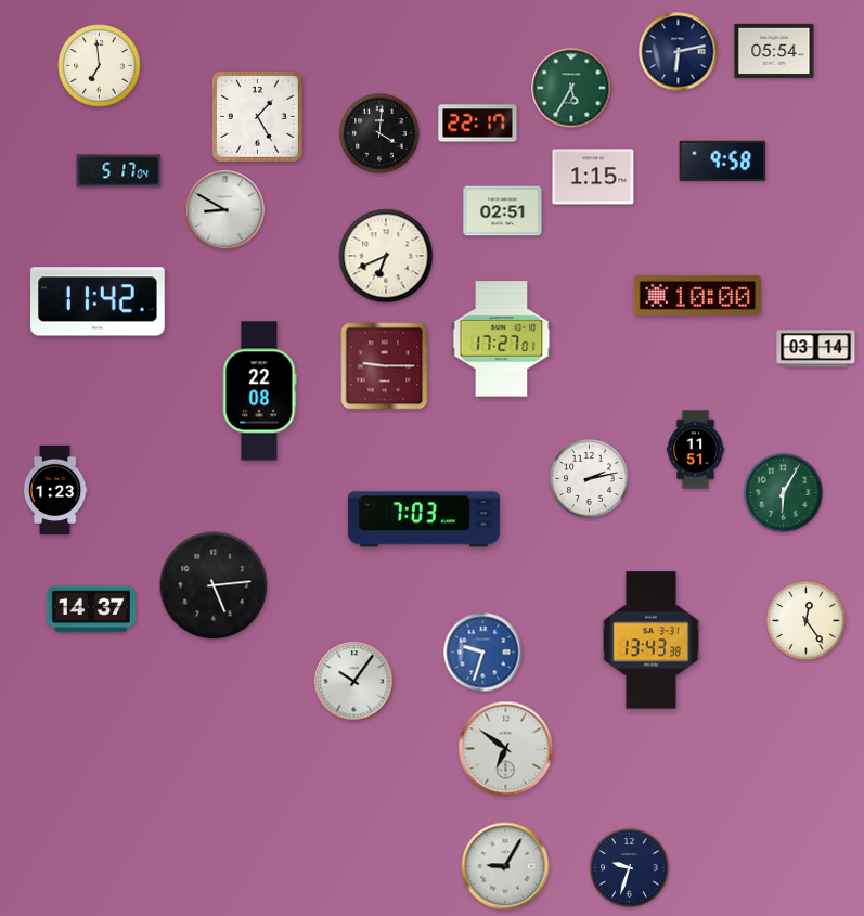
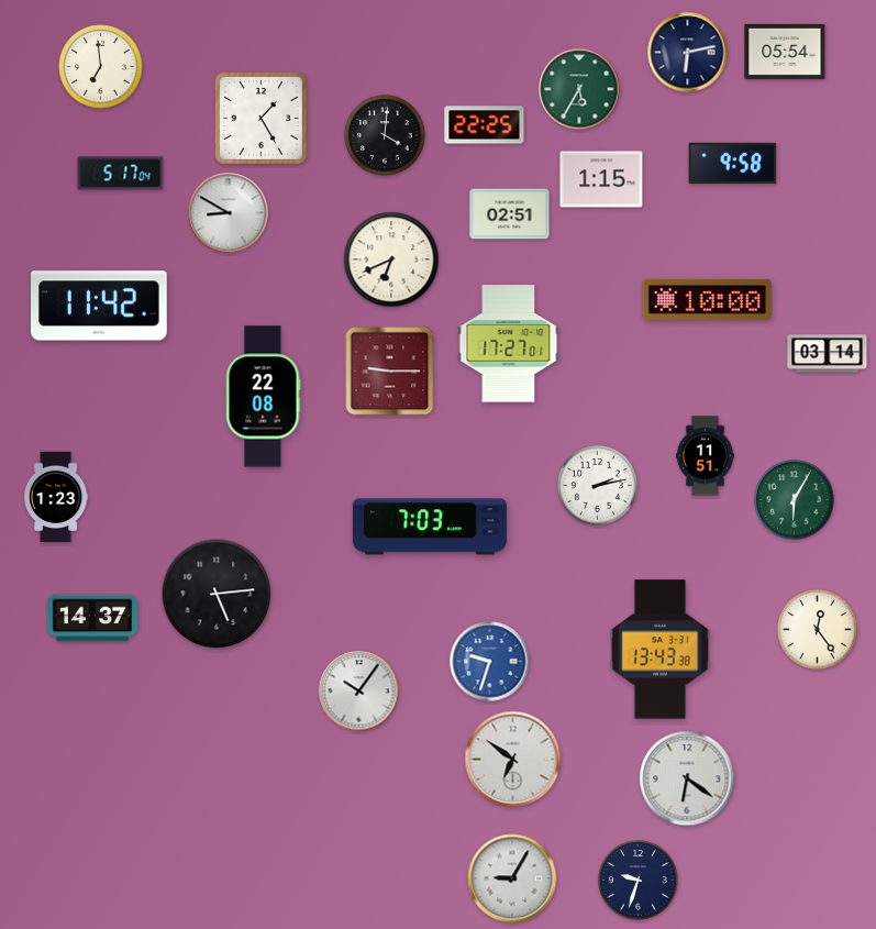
clock at (478, 124): 22:17 -> 22:25
clock at (687, 778): none -> 6:21
